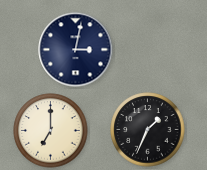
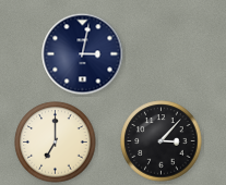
clock at (148, 130): 1:34 -> 3:07
